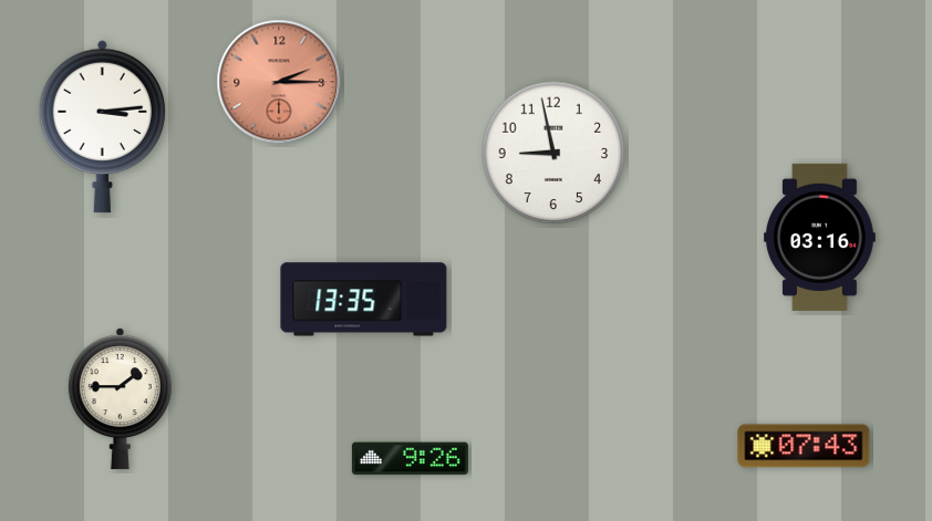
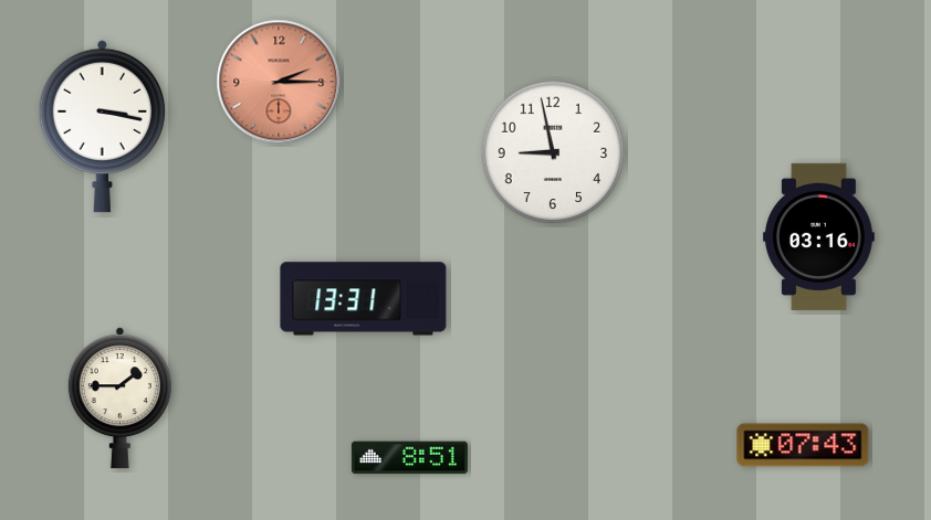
clock at (102, 126): 3:14 -> 3:17
clock at (364, 300): 13:35 -> 13:31
clock at (410, 459): 9:26 -> 8:51
